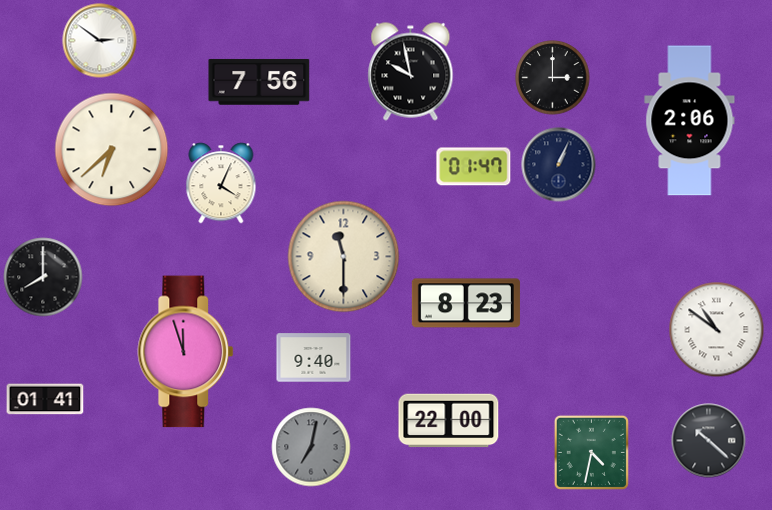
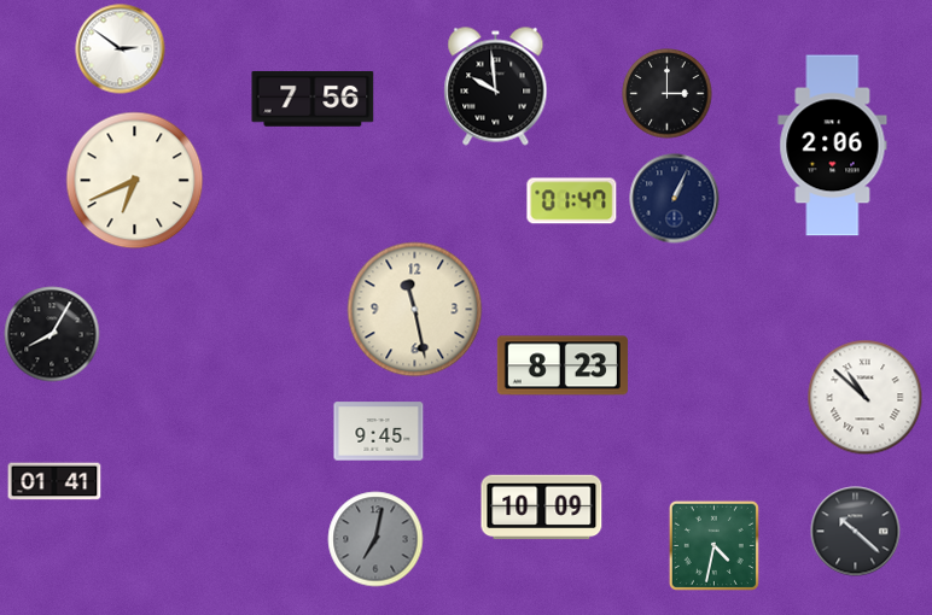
clock at (411, 72): 9:58 -> 9:59
clock at (112, 150): 6:38 -> 6:41
clock at (221, 183): 4:04 -> none
clock at (344, 257): 11:30 -> 11:28
clock at (43, 277): 8:00 -> 8:05
clock at (717, 330): 10:51 -> 10:52
clock at (186, 352): 11:57 -> none
clock at (314, 358): 9:40 -> 9:45
clock at (449, 421): 22:00 -> 10:09
